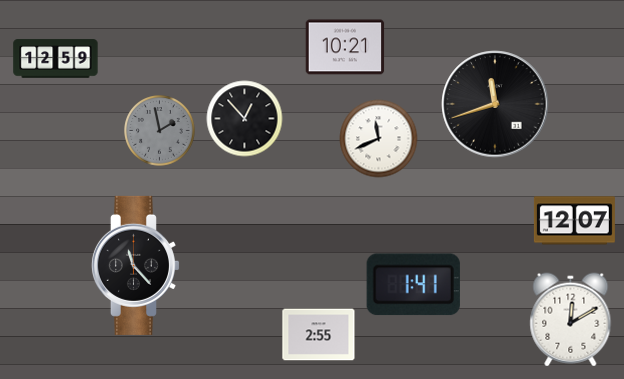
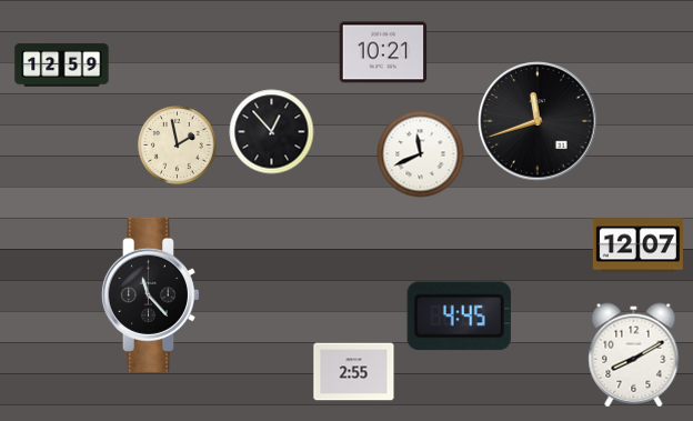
clock at (495, 104) position: (495, 104) -> (538, 121)
clock at (160, 131) dial: grey -> cream
clock at (413, 285): 1:41 -> 4:45
clock at (571, 320): 12:10 -> 8:10
